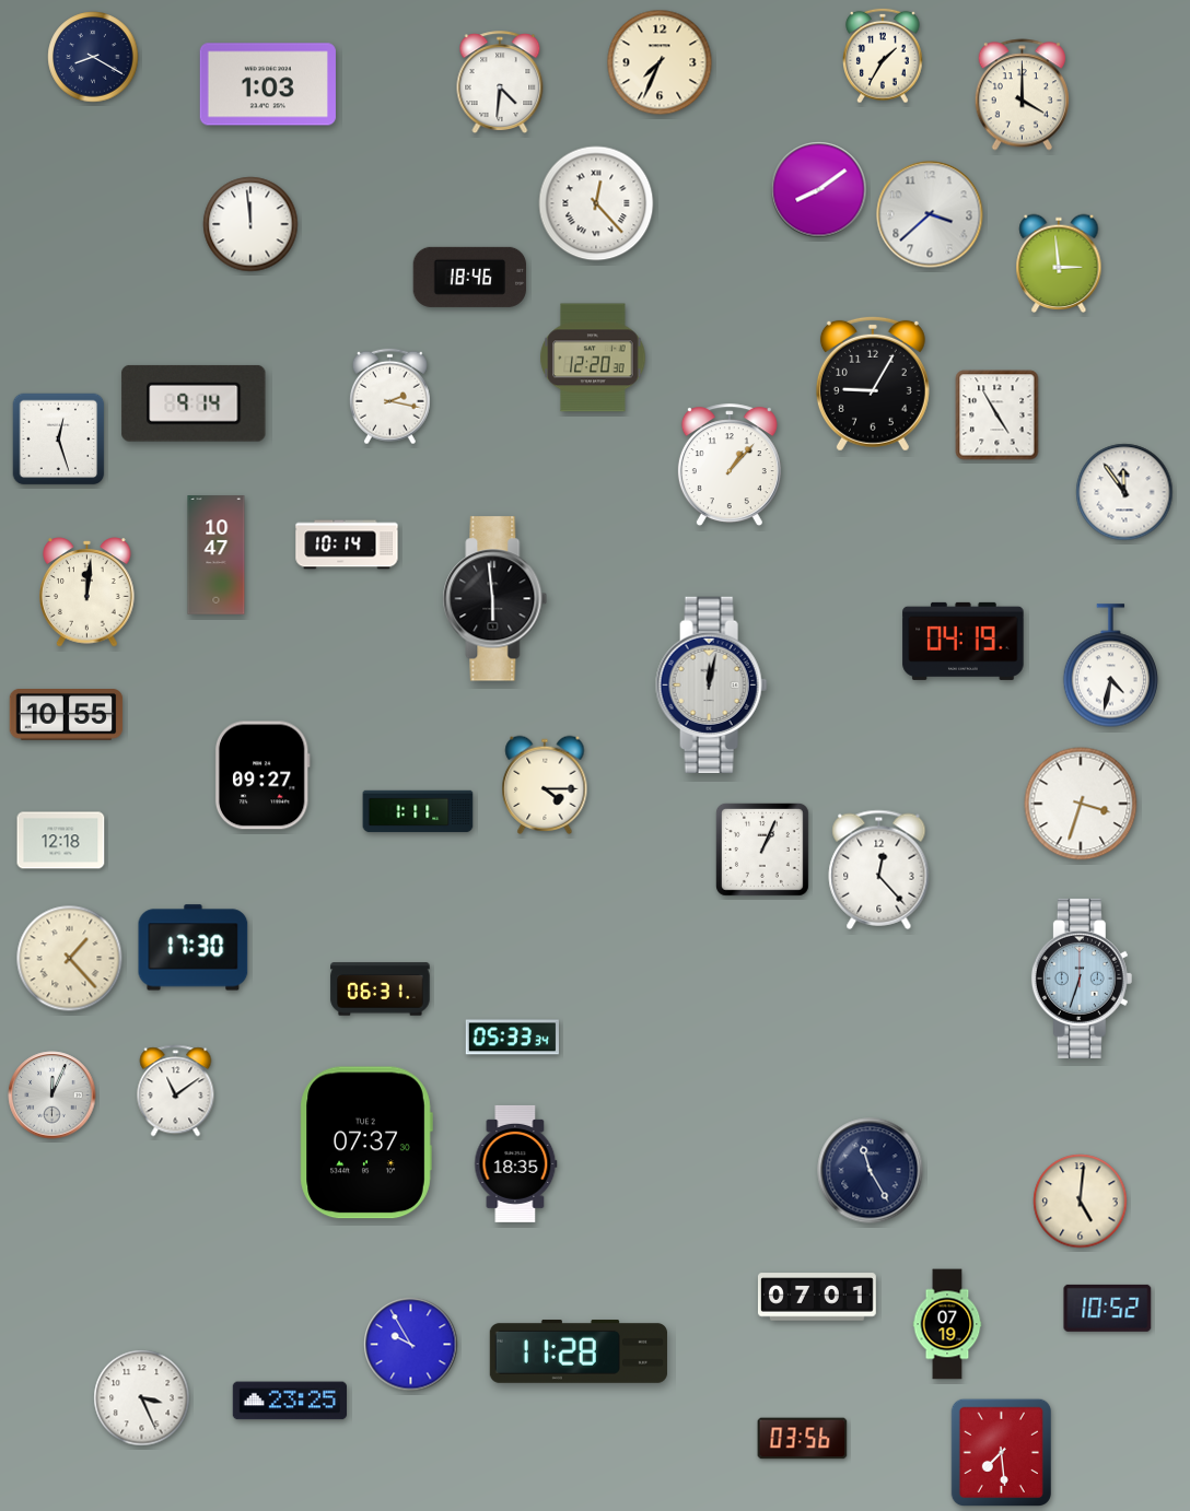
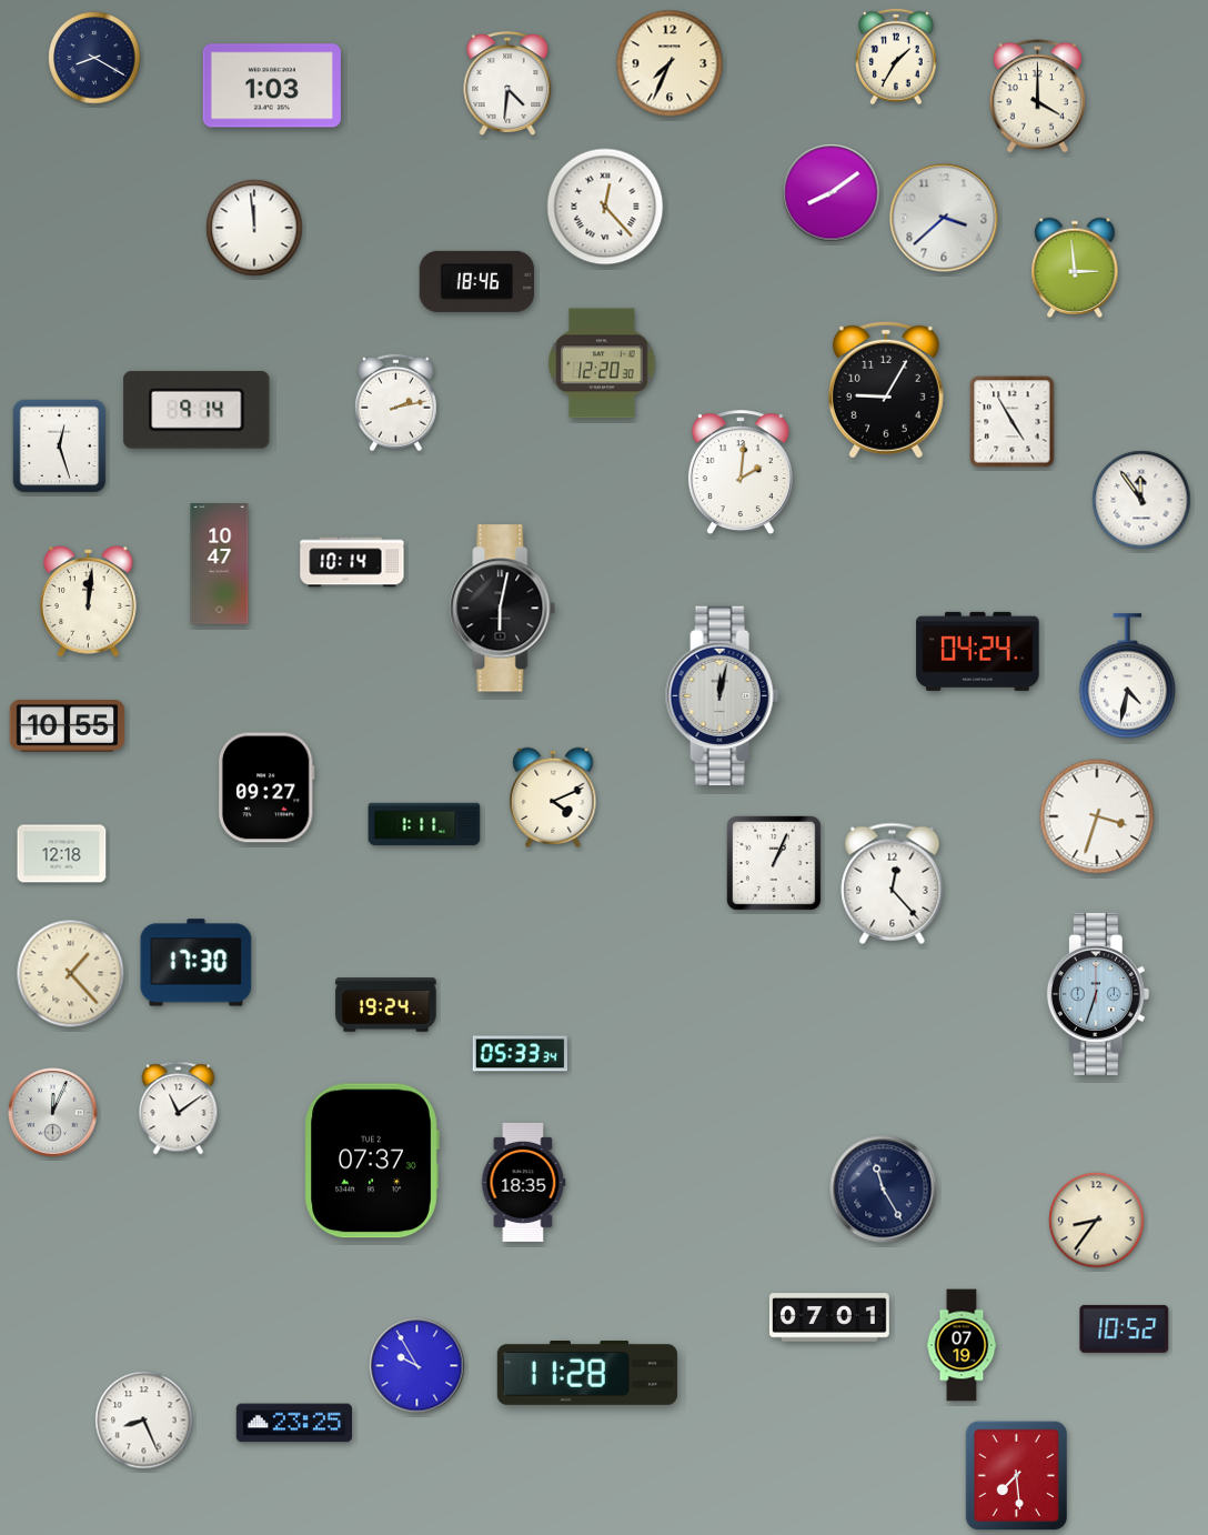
clock at (389, 397): 2:17 -> 2:13
clock at (730, 466): 1:07 -> 2:01
clock at (347, 544) position: (347, 544) -> (352, 562)
clock at (495, 599): 5:59 -> 6:02
clock at (964, 641): 04:19 -> 04:24
clock at (545, 785): 4:15 -> 4:11
clock at (381, 989): 06:31 -> 19:24
clock at (1081, 1202): 5:01 -> 8:36
clock at (142, 1398): 3:26 -> 8:26
clock at (803, 1439): 03:56 -> none
